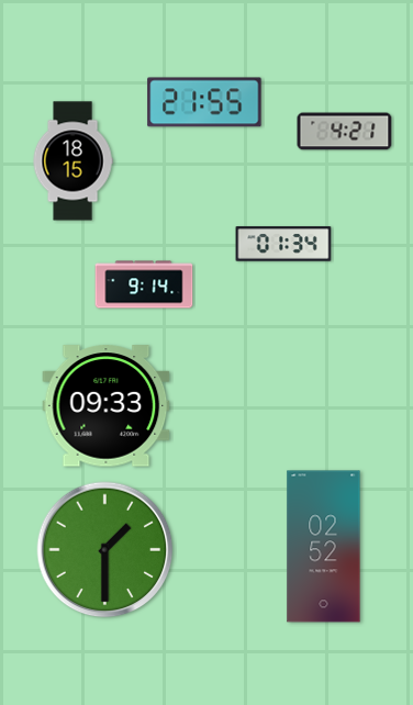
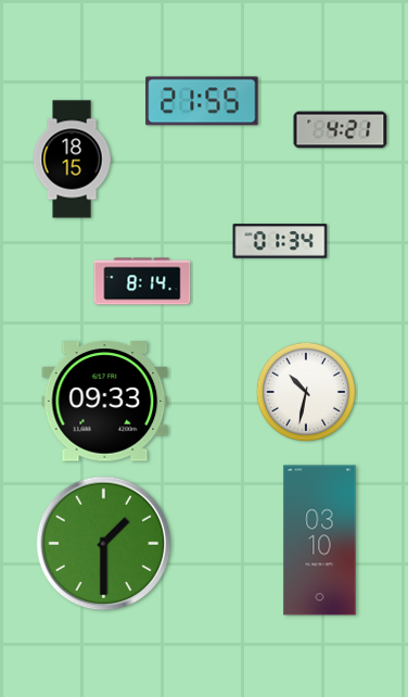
clock at (144, 284): 9:14 -> 8:14
clock at (306, 392): none -> 10:32
clock at (324, 547): 02:52 -> 03:10
